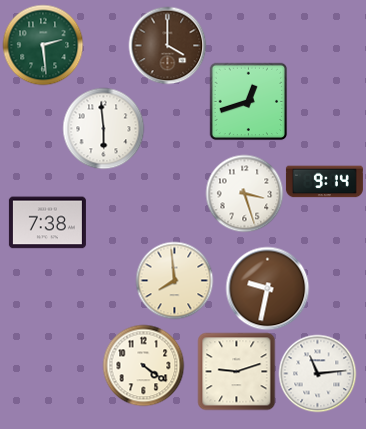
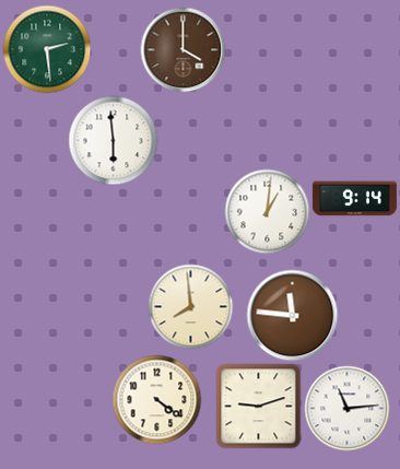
clock at (248, 101): 12:42 -> none
clock at (244, 193): 3:27 -> 1:01
clock at (47, 223): 7:38 -> none
clock at (267, 288): 9:32 -> 11:46
